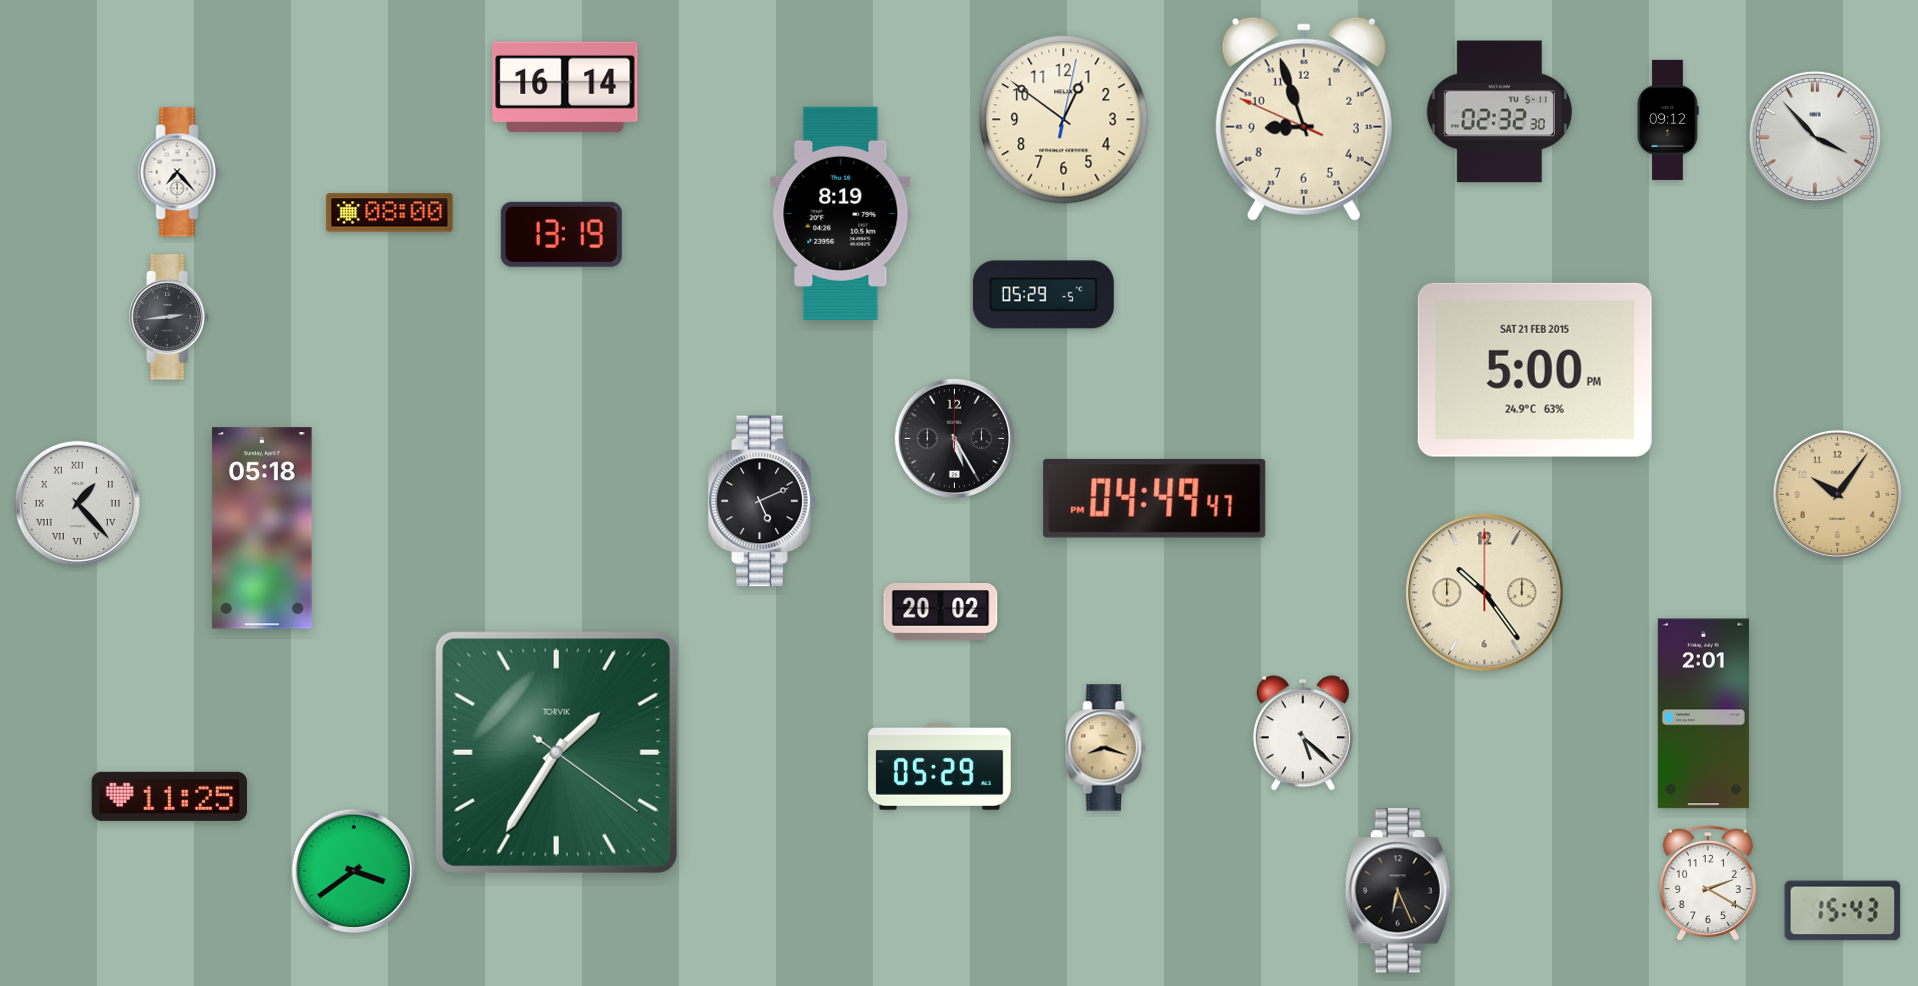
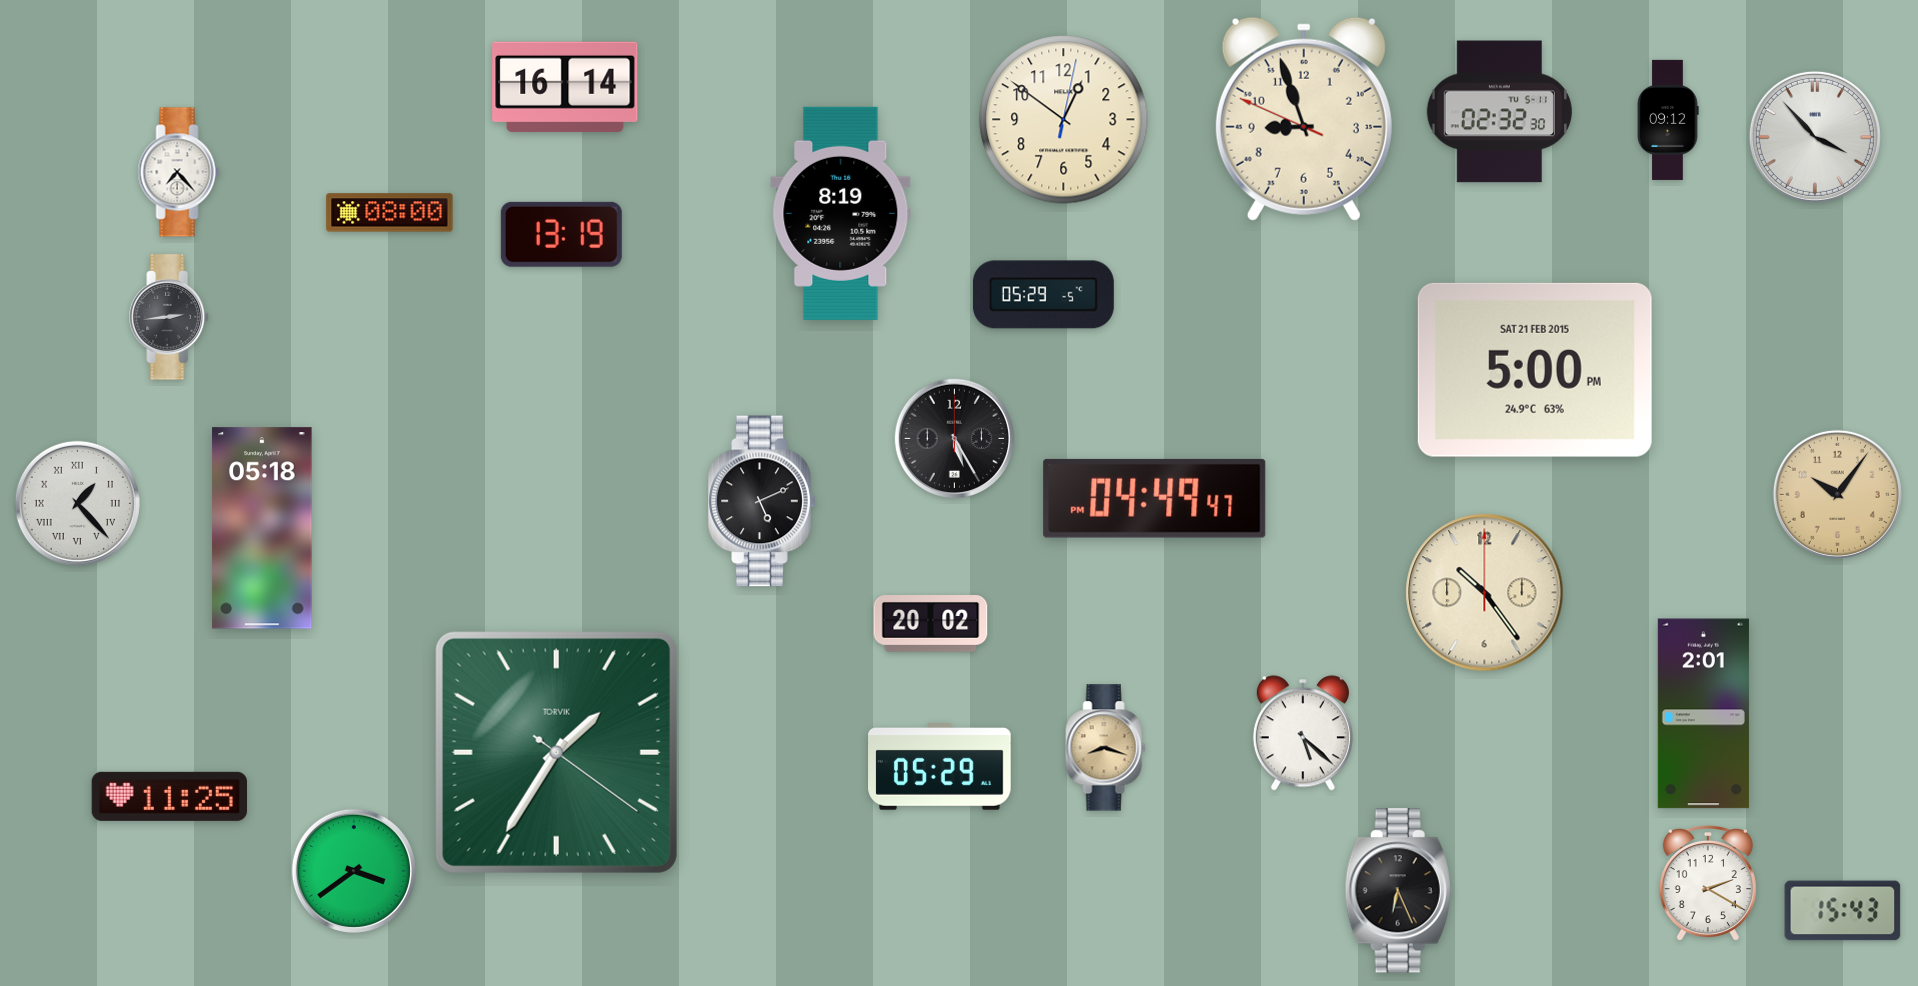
clock at (941, 612) position: (941, 612) -> (931, 624)
